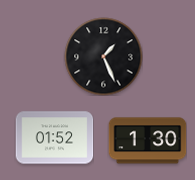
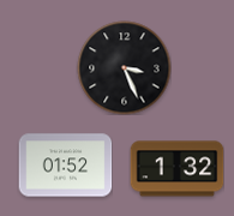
clock at (103, 56): 1:26 -> 3:26
clock at (147, 141): 1:30 -> 1:32
